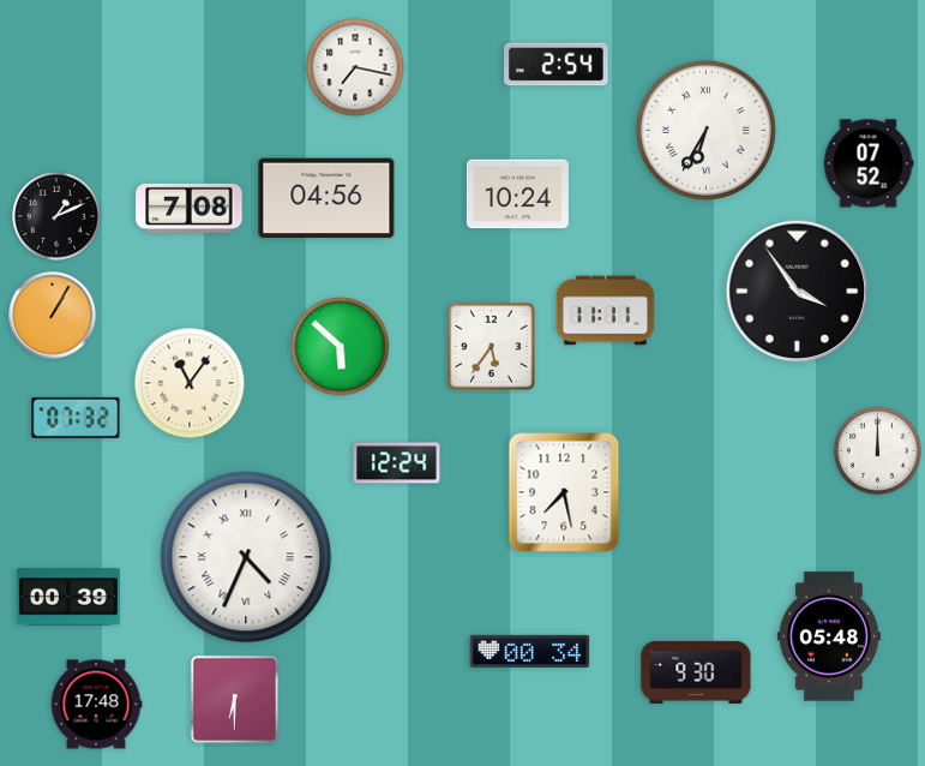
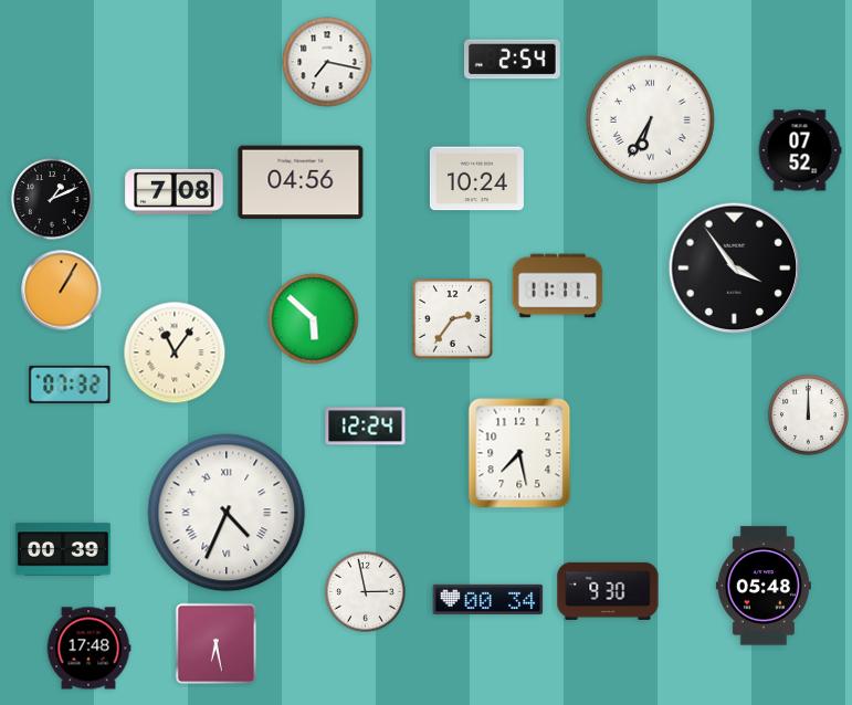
clock at (53, 316) position: (53, 316) -> (62, 291)
clock at (491, 346): 5:36 -> 2:36
clock at (366, 592): none -> 2:58
clock at (696, 672) position: (696, 672) -> (608, 591)
clock at (235, 700): 6:30 -> 6:28
